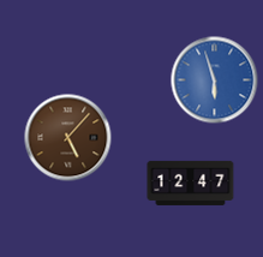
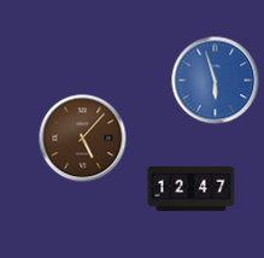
clock at (68, 138) position: (68, 138) -> (83, 139)
clock at (191, 183) position: (191, 183) -> (192, 188)
